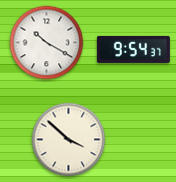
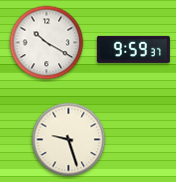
clock at (133, 49): 9:54 -> 9:59
clock at (69, 140): 3:52 -> 9:27
